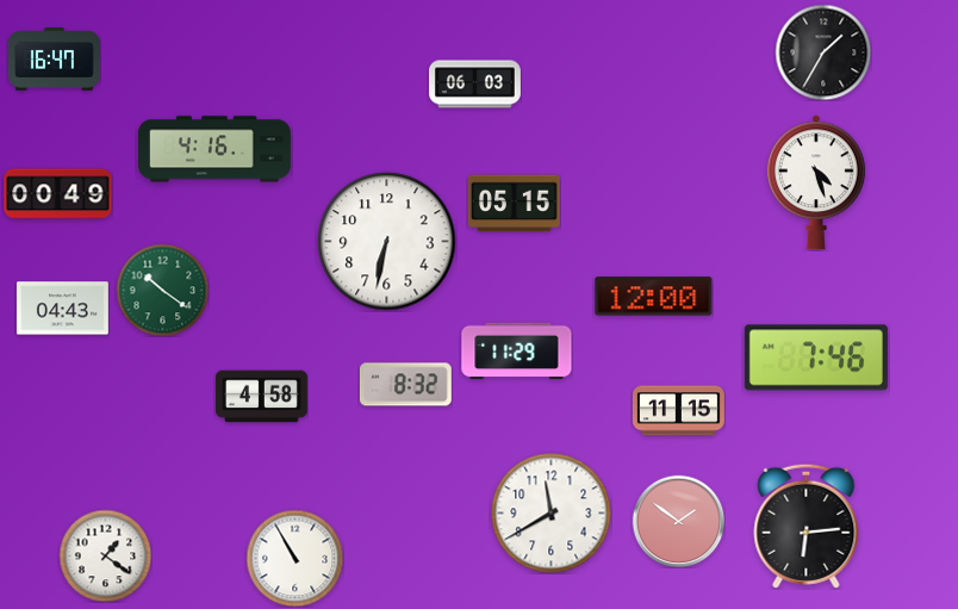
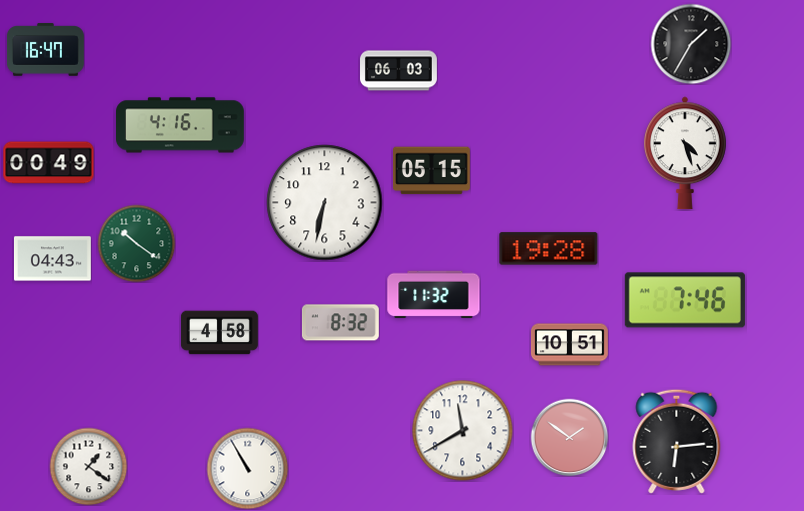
clock at (654, 297): 12:00 -> 19:28
clock at (517, 352): 11:29 -> 11:32
clock at (678, 411): 11:15 -> 10:51
